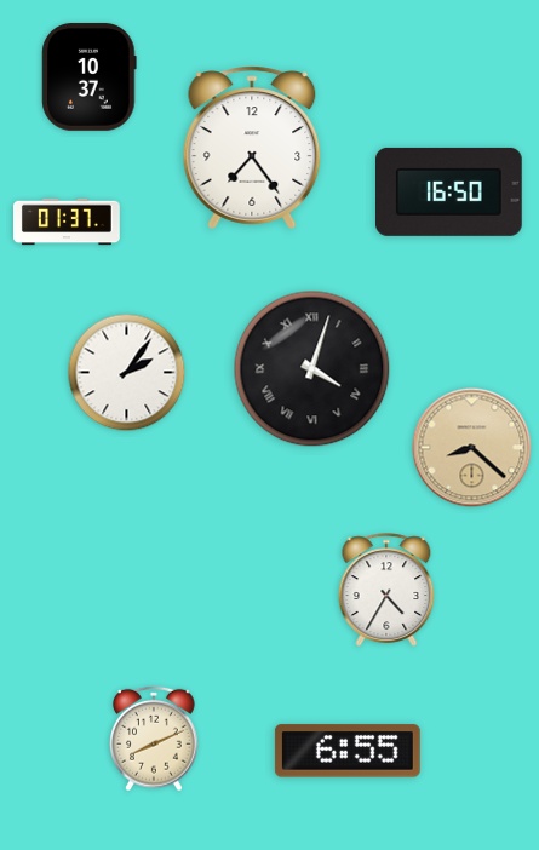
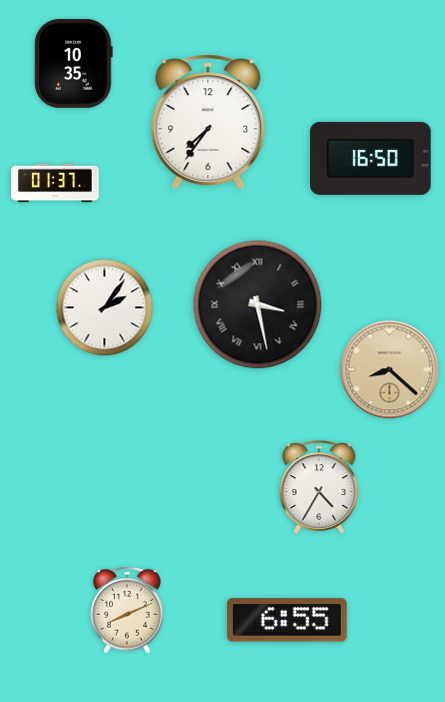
clock at (90, 77): 10:37 -> 10:35
clock at (252, 148): 7:24 -> 7:36
clock at (312, 369): 4:03 -> 3:28
